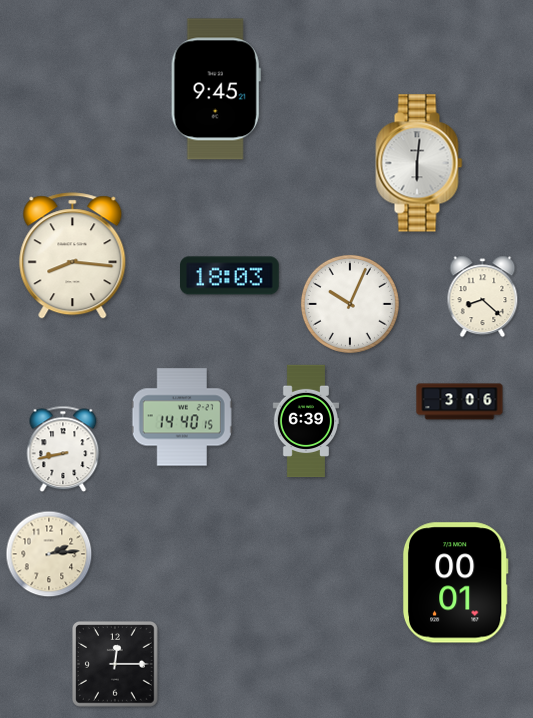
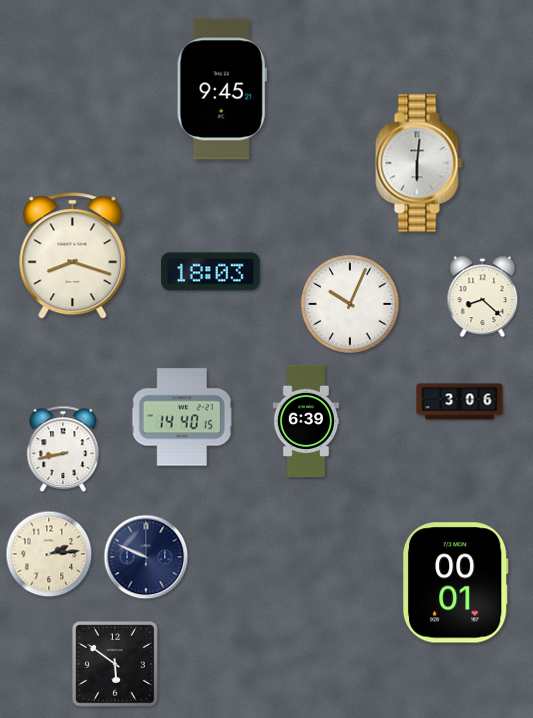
clock at (216, 89) position: (216, 89) -> (222, 89)
clock at (73, 256): 8:16 -> 8:18
clock at (230, 276) position: (230, 276) -> (211, 272)
clock at (146, 557): none -> 9:49
clock at (116, 665): 12:15 -> 5:51
